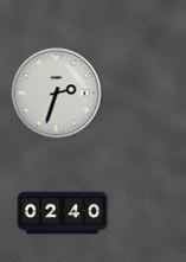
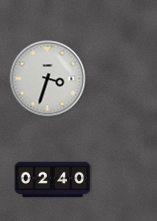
clock at (57, 94): 2:33 -> 3:33
